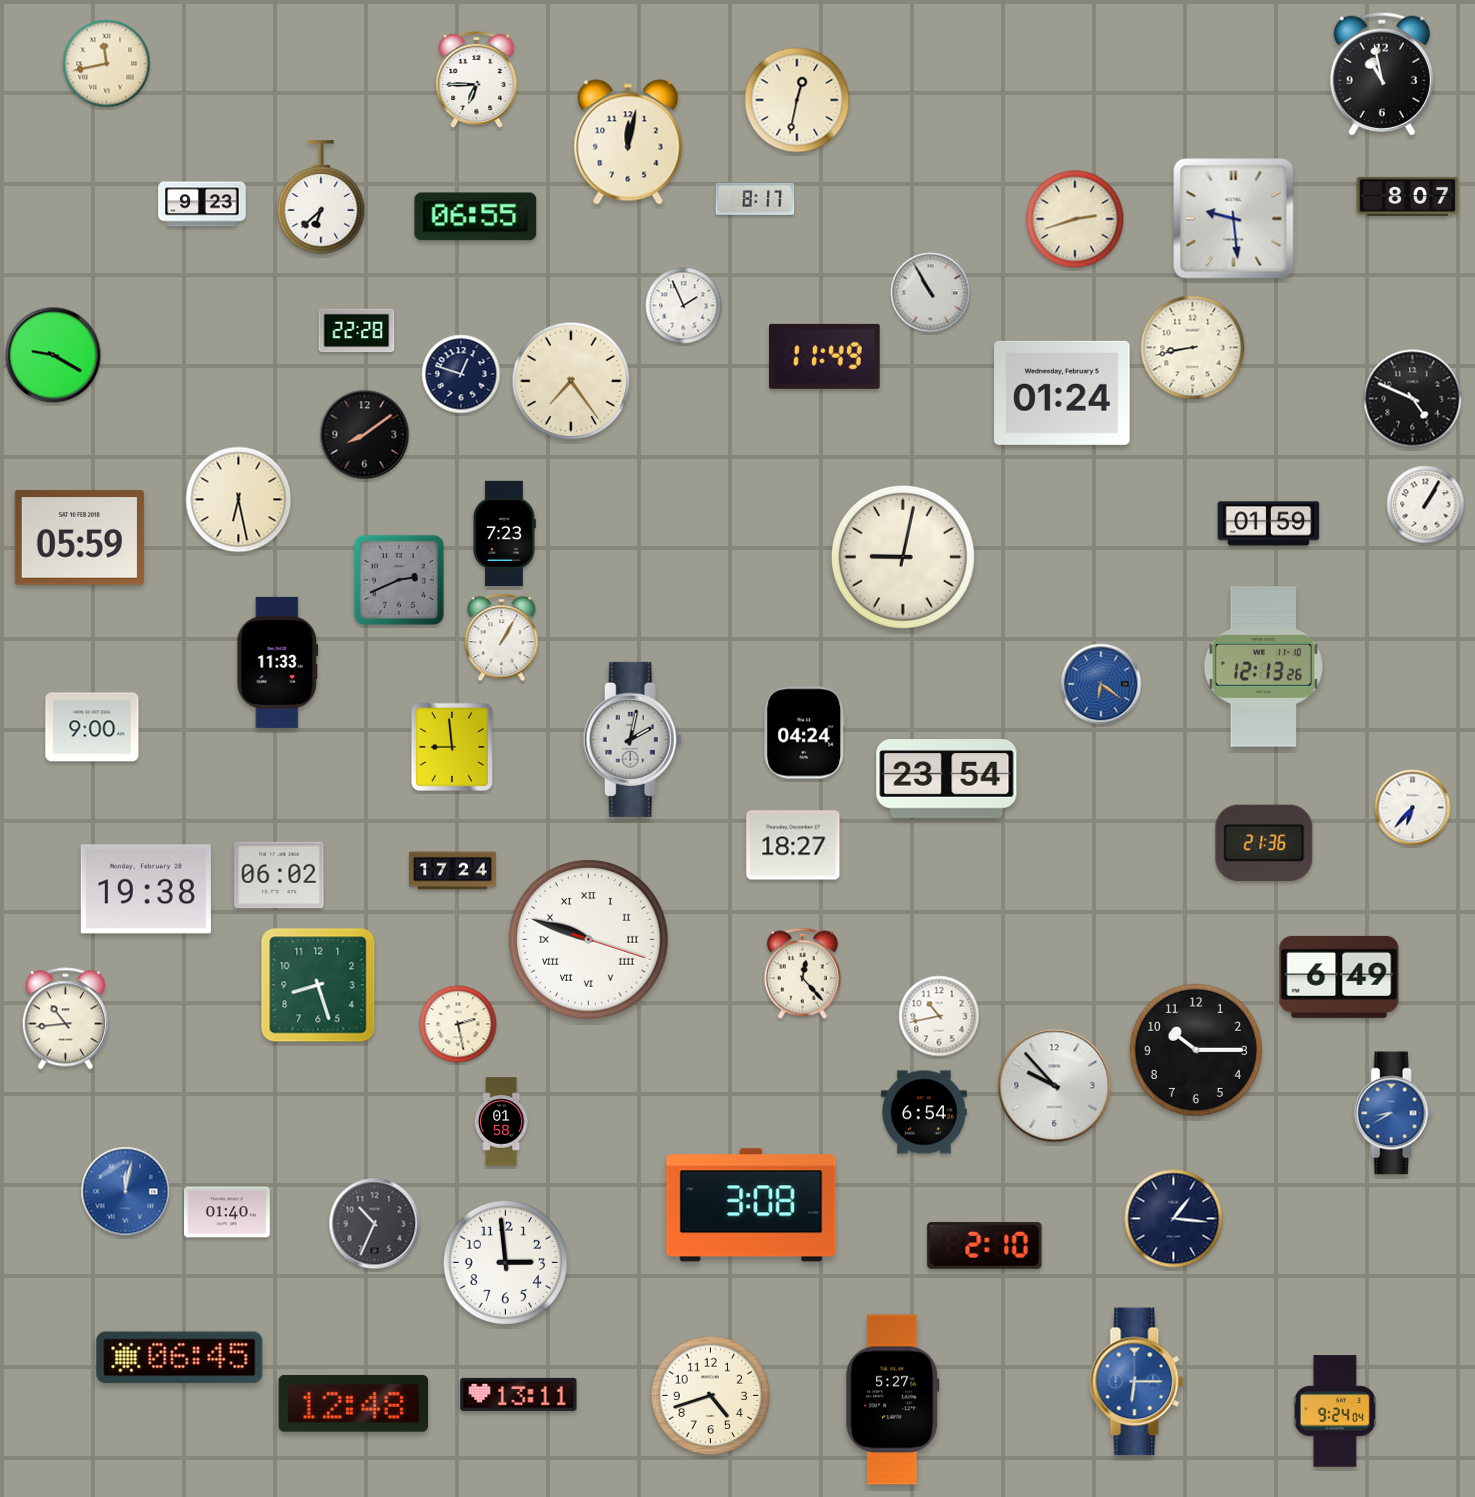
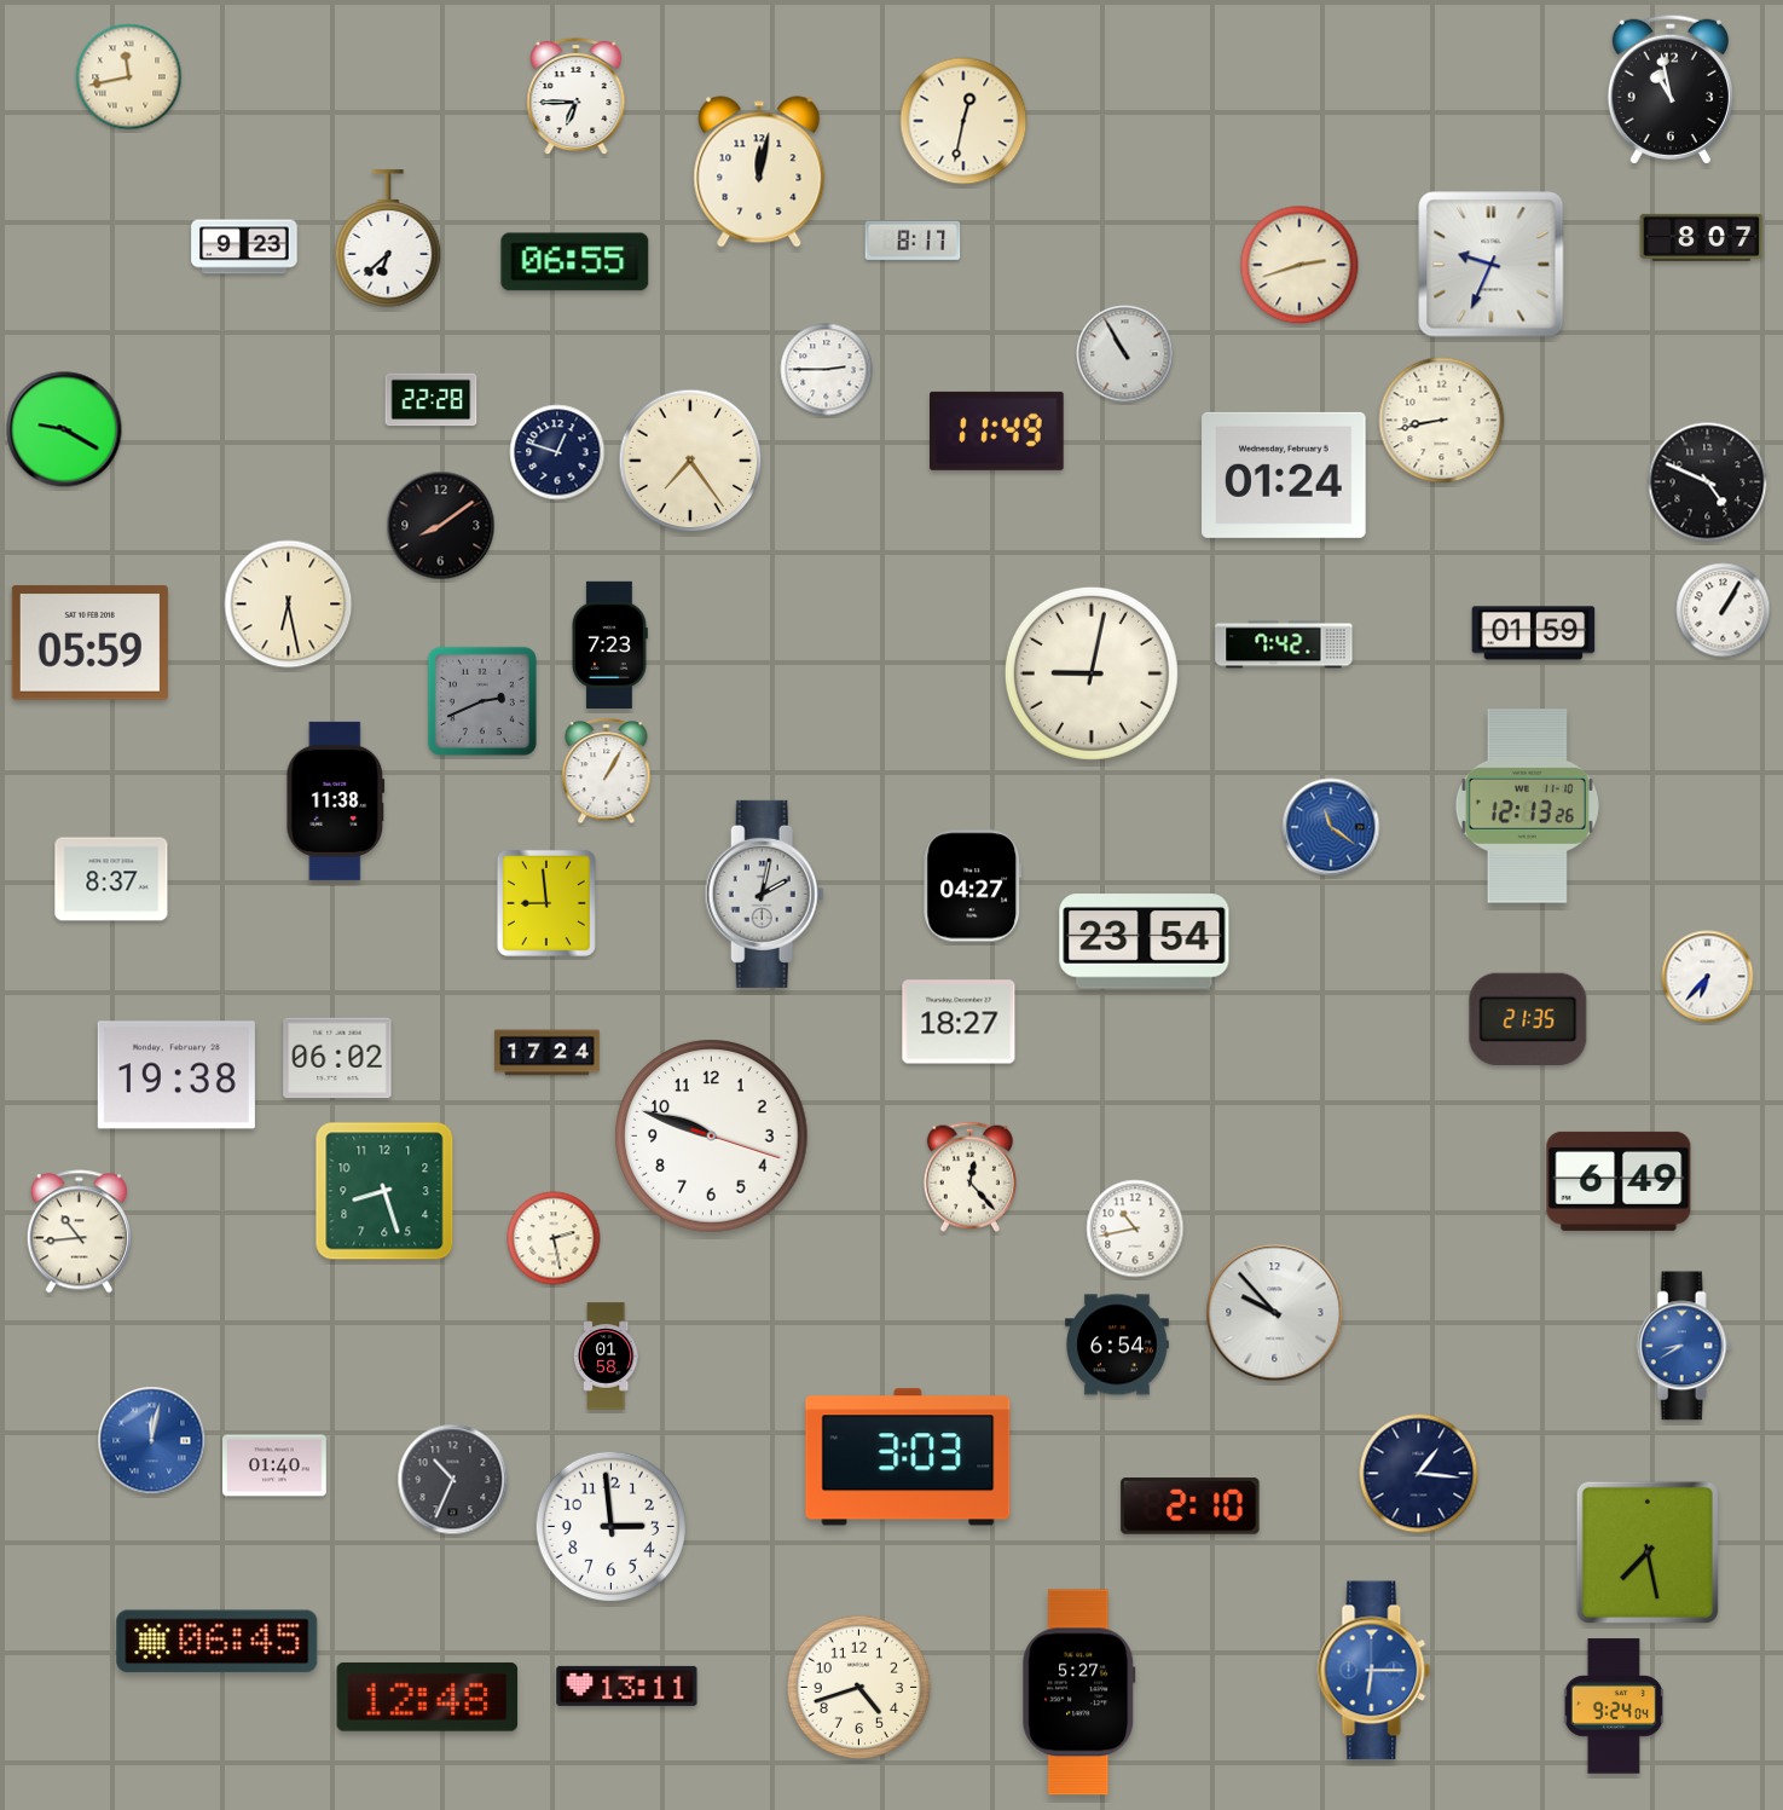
clock at (1234, 219): 9:29 -> 9:34
clock at (684, 306): 1:56 -> 2:45
clock at (1284, 644): none -> 7:42
clock at (79, 538) position: (79, 538) -> (89, 643)
clock at (278, 662): 11:33 -> 11:38
clock at (1101, 684): 6:21 -> 11:21
clock at (92, 727): 9:00 -> 8:37
clock at (805, 733): 04:24 -> 04:27
clock at (1264, 843): 21:36 -> 21:35
clock at (589, 940) numerals: Roman -> Arabic
clock at (1196, 1050): 10:15 -> none
clock at (751, 1205): 3:08 -> 3:03
clock at (1648, 1552): none -> 7:28
